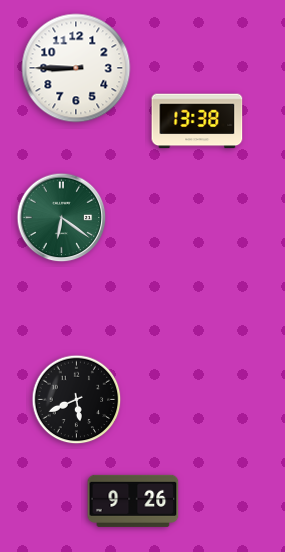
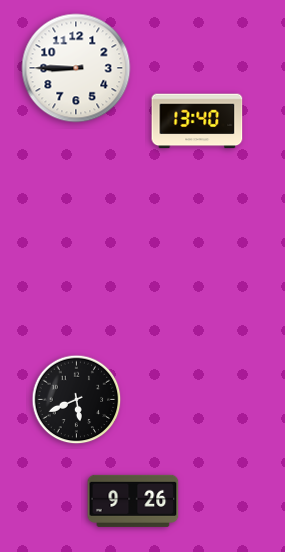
clock at (197, 121): 13:38 -> 13:40
clock at (62, 218): 6:21 -> none
